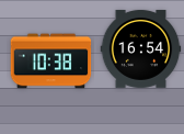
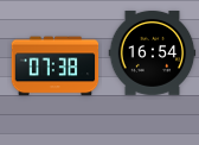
clock at (51, 62): 10:38 -> 07:38
